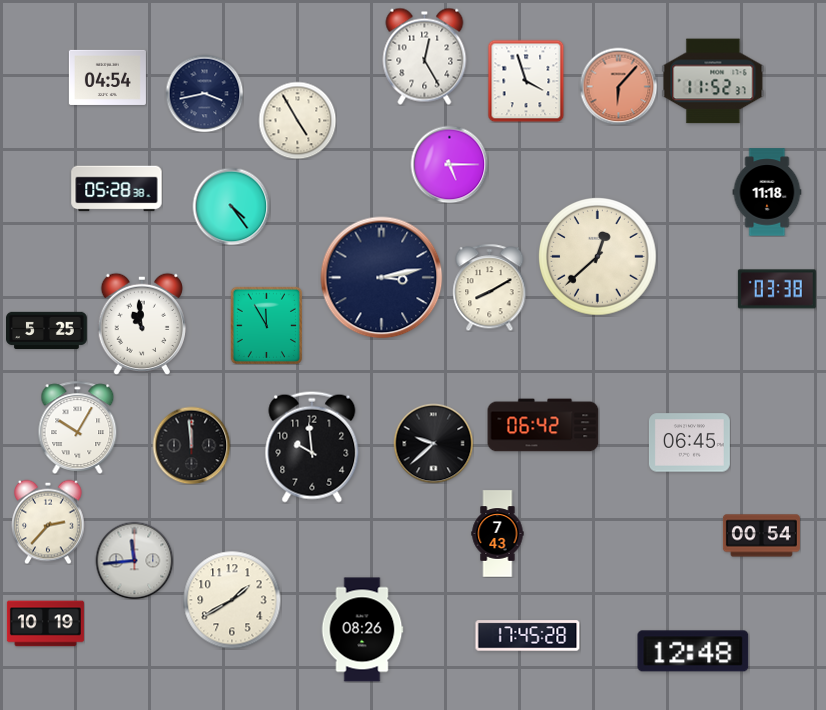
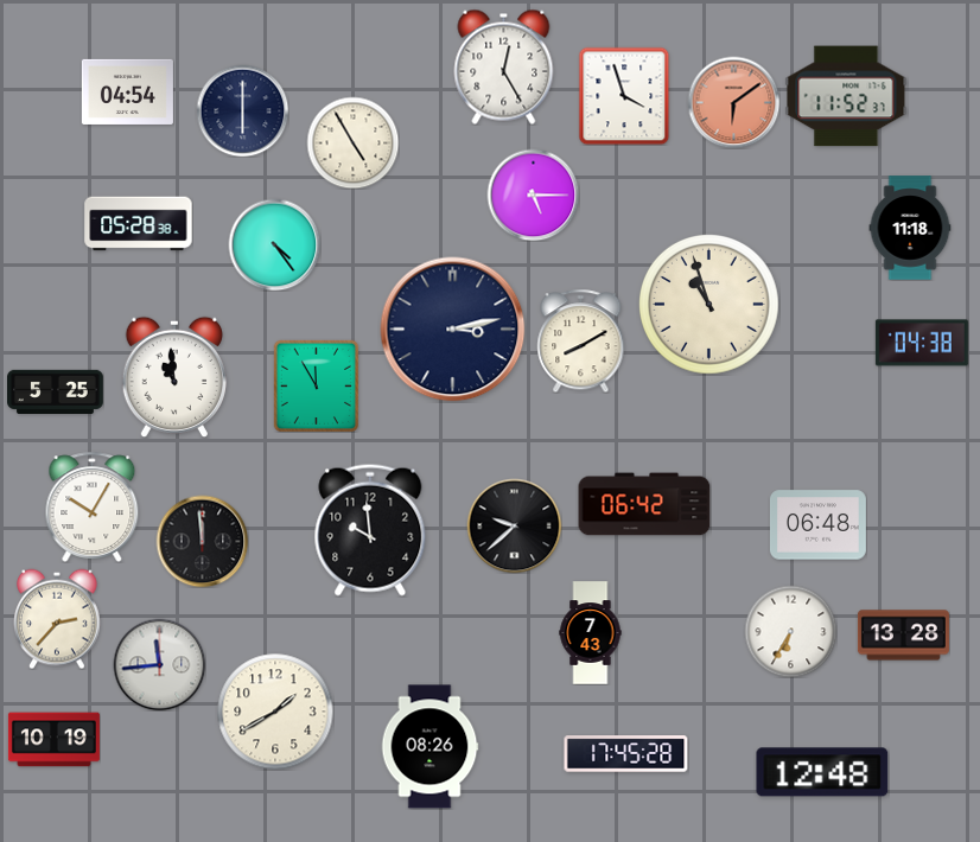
clock at (618, 86): 6:07 -> 6:09
clock at (204, 93): 3:43 -> 6:00
clock at (598, 257): 12:38 -> 10:57
clock at (777, 289): 03:38 -> 04:38
clock at (141, 323) position: (141, 323) -> (173, 376)
clock at (689, 443): 06:45 -> 06:48
clock at (191, 445) position: (191, 445) -> (202, 541)
clock at (790, 631): none -> 6:35
clock at (761, 536): 00:54 -> 13:28
